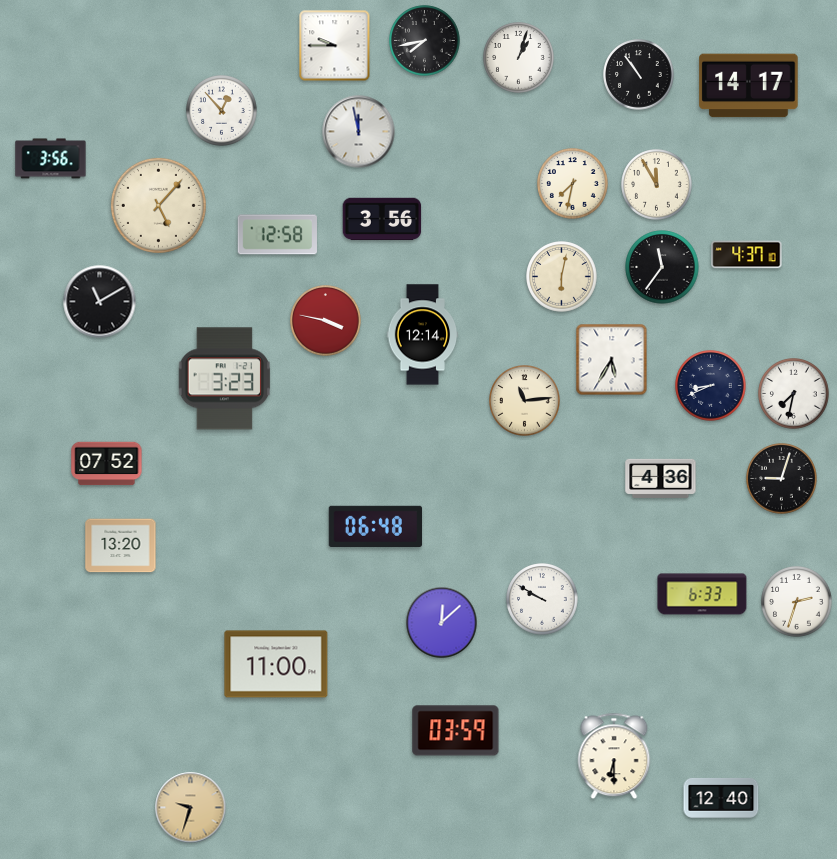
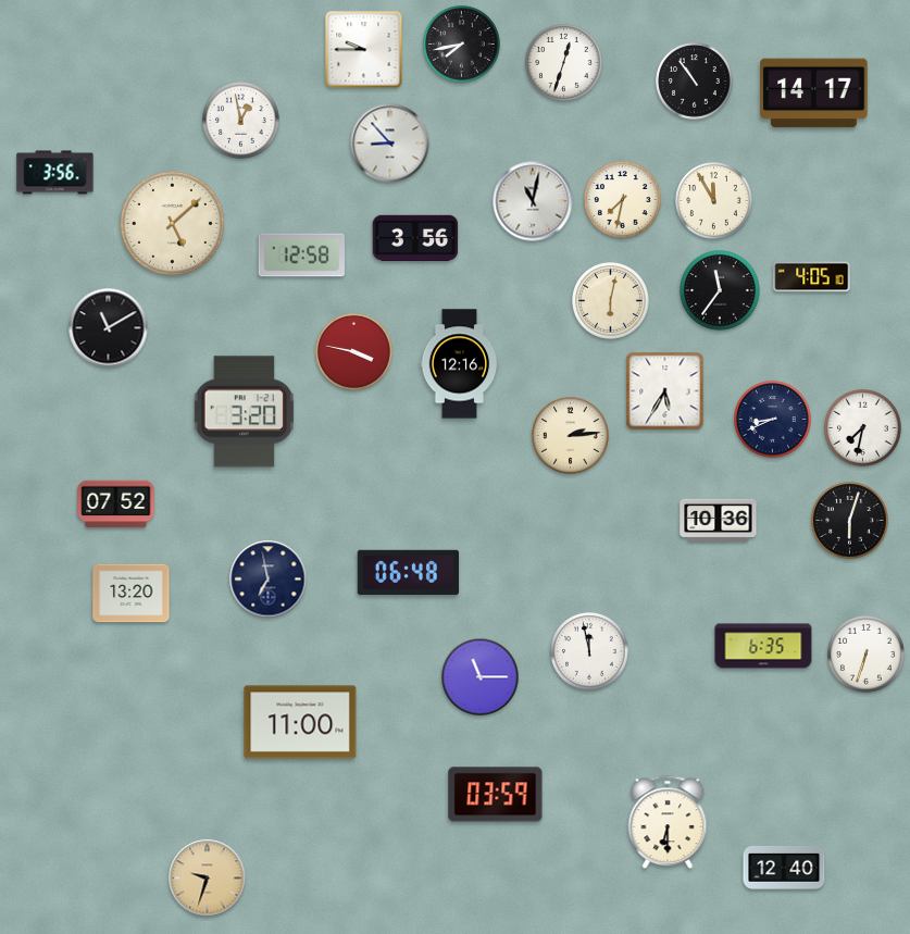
clock at (519, 58): 1:03 -> 12:33
clock at (222, 111): 12:53 -> 12:58
clock at (359, 132): 11:58 -> 8:53
clock at (533, 201): none -> 11:02
clock at (158, 205): 5:07 -> 5:08
clock at (747, 255): 4:37 -> 4:05
clock at (326, 321) position: (326, 321) -> (354, 352)
clock at (423, 335): 12:14 -> 12:16
clock at (225, 379): 3:23 -> 3:20
clock at (525, 401): 11:14 -> 2:14
clock at (661, 478): 4:36 -> 10:36
clock at (782, 479): 9:03 -> 6:03
clock at (269, 580): none -> 6:58
clock at (702, 594): 6:33 -> 6:35
clock at (542, 599): 9:50 -> 11:58
clock at (797, 602): 2:33 -> 6:33
clock at (442, 623): 12:08 -> 11:15
